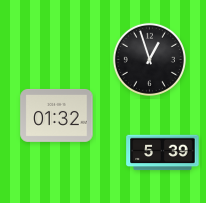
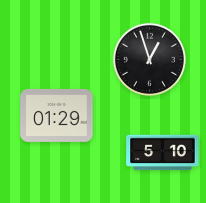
clock at (57, 115): 01:32 -> 01:29
clock at (163, 153): 5:39 -> 5:10
